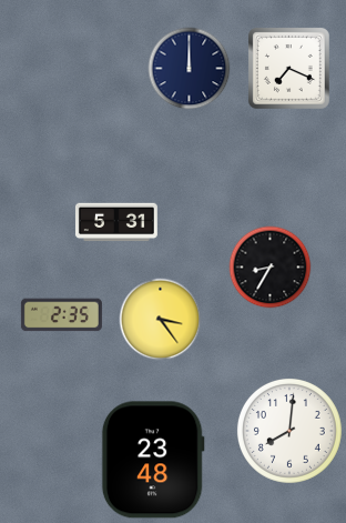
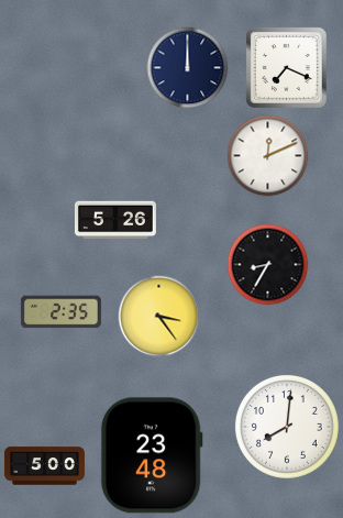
clock at (268, 156): none -> 12:11
clock at (116, 222): 5:31 -> 5:26
clock at (44, 466): none -> 5:00
